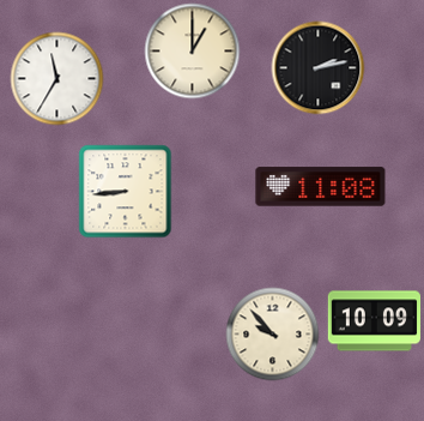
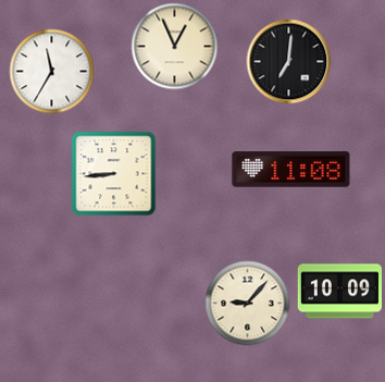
clock at (192, 50): 1:00 -> 12:56
clock at (317, 67): 2:13 -> 7:01
clock at (272, 333): 9:53 -> 9:07
